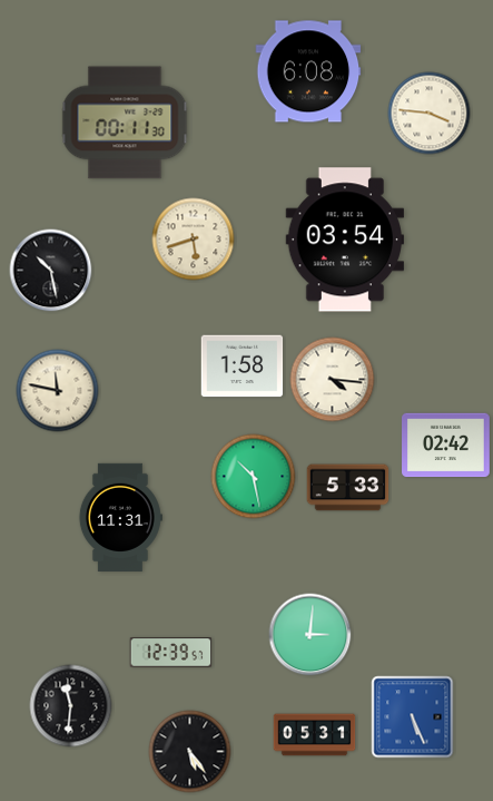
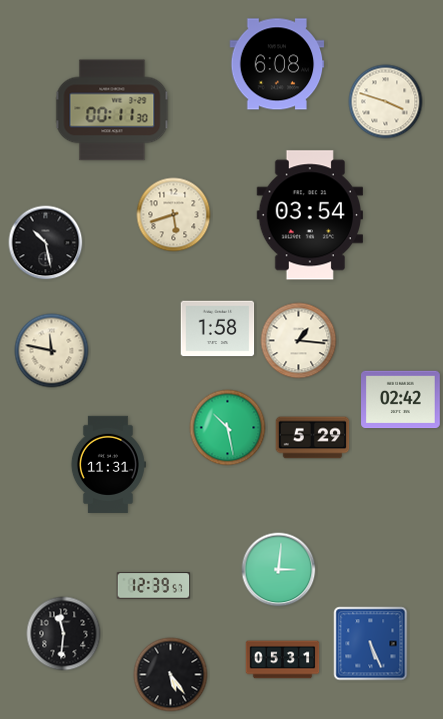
clock at (430, 114): 3:46 -> 3:48
clock at (333, 380): 4:16 -> 1:16
clock at (348, 488): 5:33 -> 5:29
